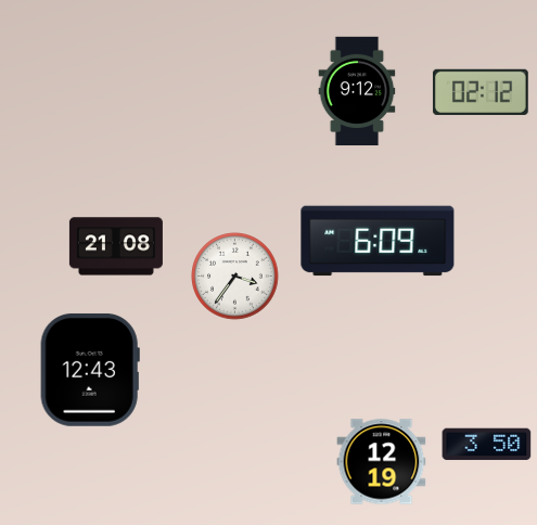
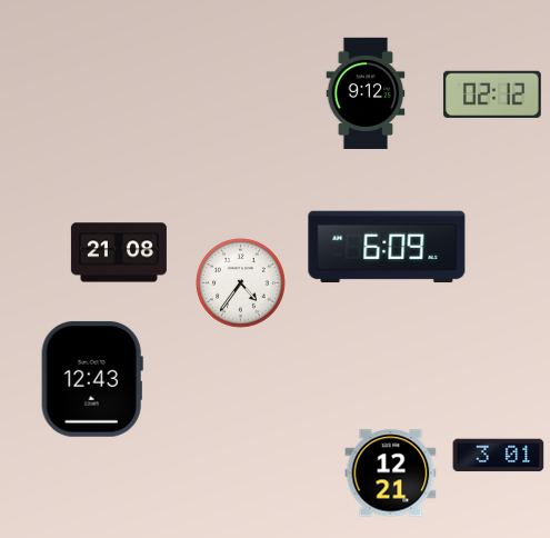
clock at (235, 277): 3:36 -> 4:36
clock at (487, 445): 3:50 -> 3:01
clock at (382, 462): 12:19 -> 12:21
